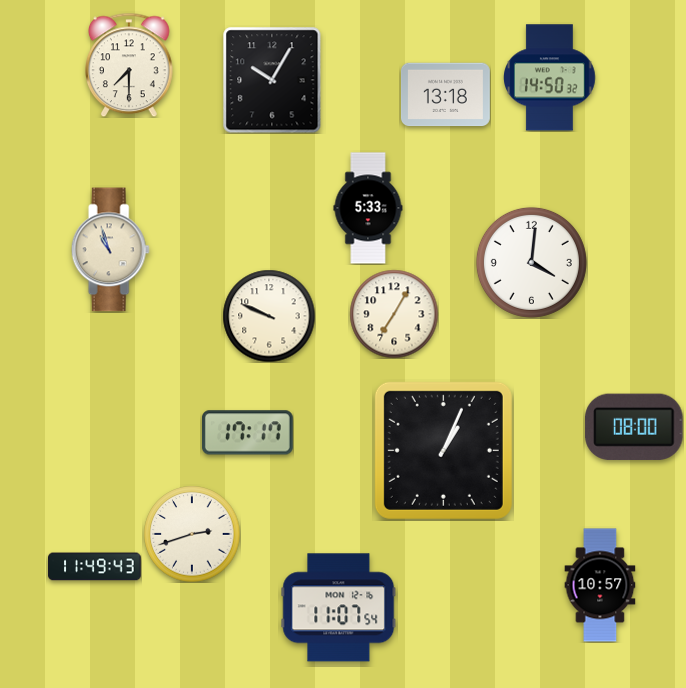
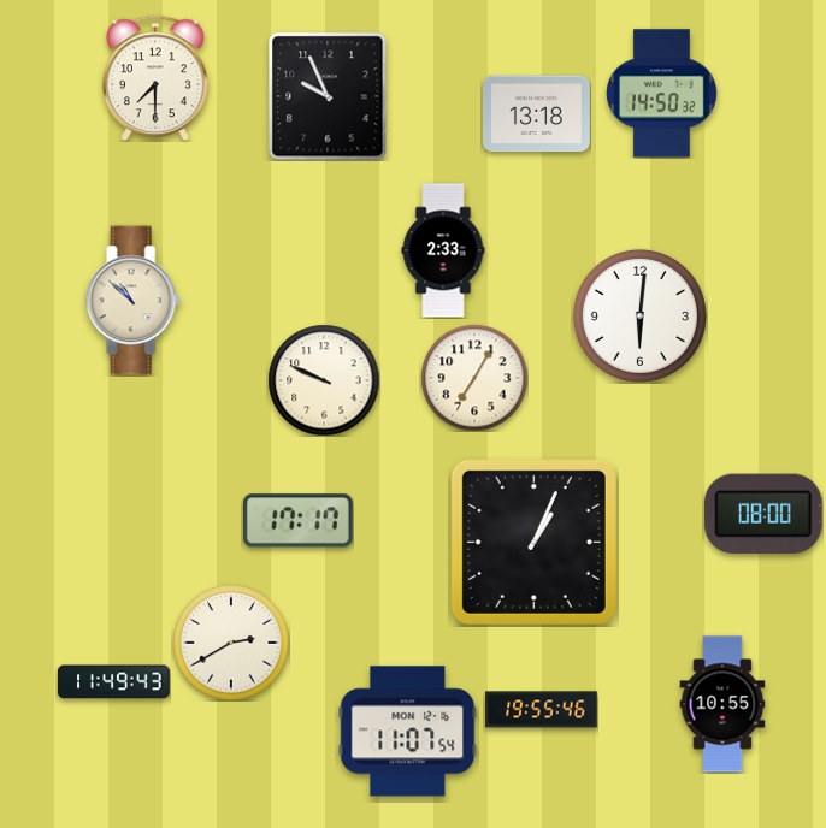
clock at (272, 80): 10:05 -> 9:56
clock at (368, 208): 5:33 -> 2:33
clock at (110, 250): 10:57 -> 10:52
clock at (531, 262): 4:01 -> 6:01
clock at (192, 534): 2:42 -> 2:40
clock at (600, 585): 10:57 -> 10:55
clock at (542, 710): none -> 19:55
